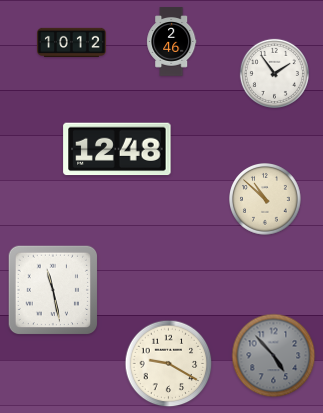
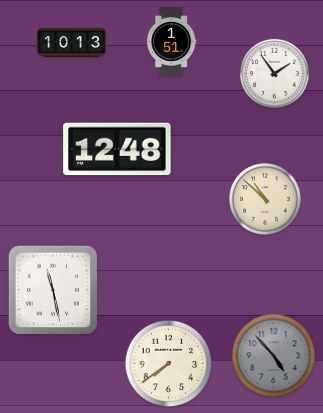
clock at (172, 42): 2:46 -> 1:51
clock at (72, 43): 10:12 -> 10:13
clock at (169, 364): 9:20 -> 7:39
